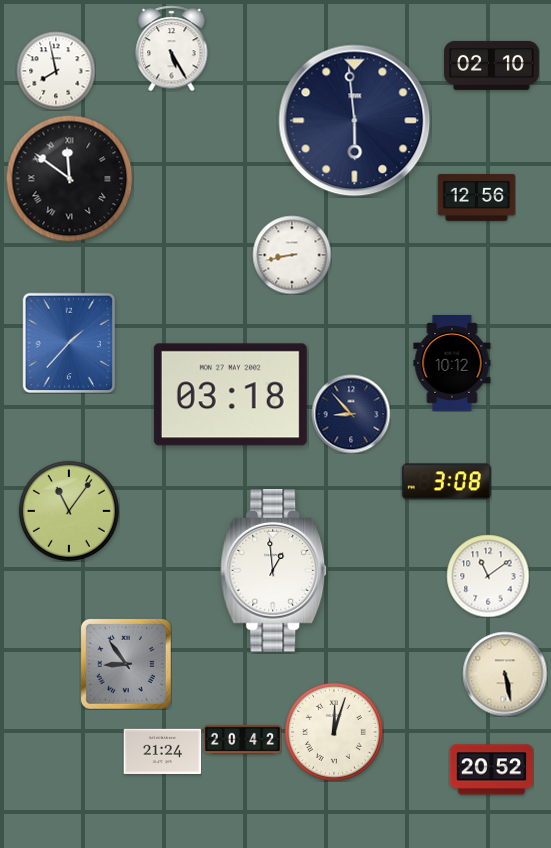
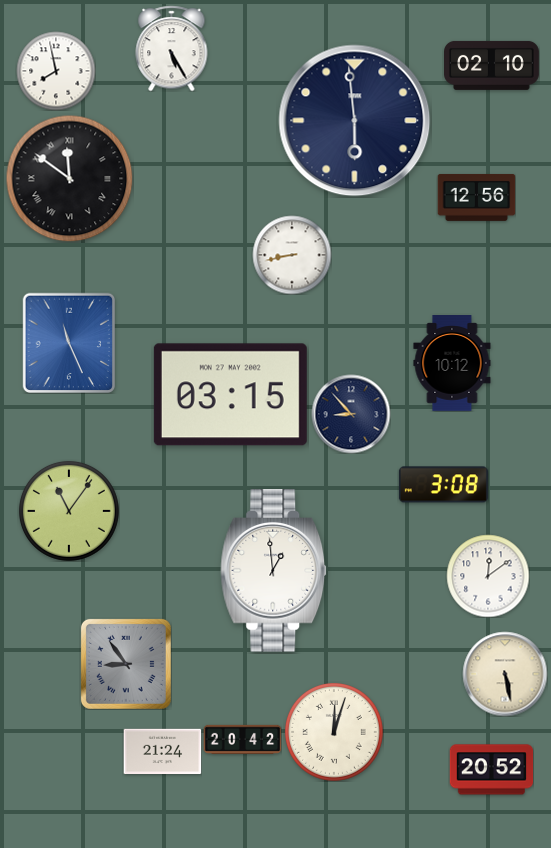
clock at (68, 342): 1:37 -> 11:26
clock at (230, 395): 03:18 -> 03:15
clock at (446, 482) position: (446, 482) -> (443, 485)
clock at (488, 576): 11:09 -> 12:09
